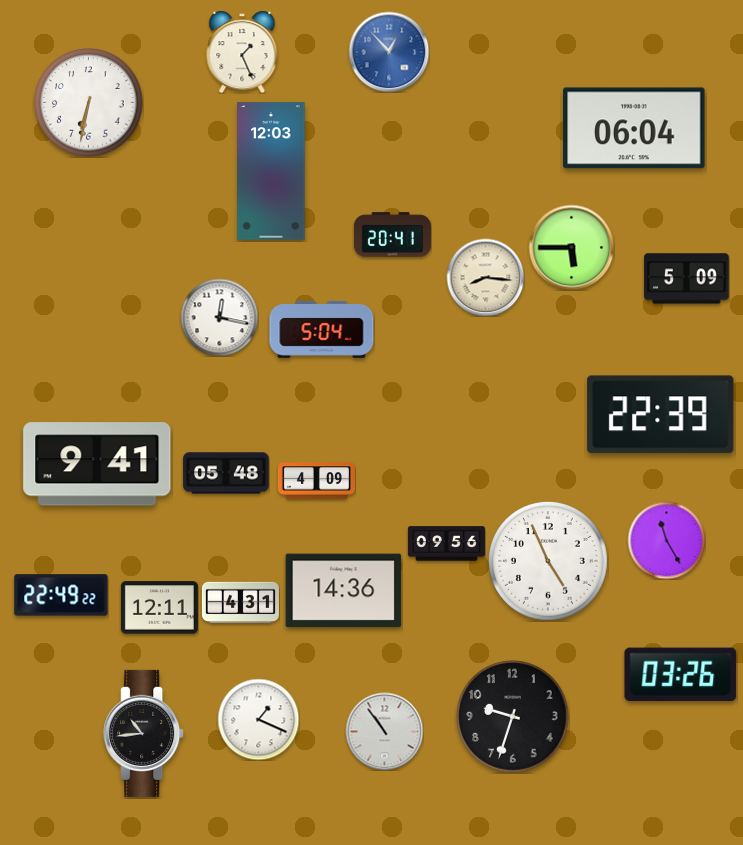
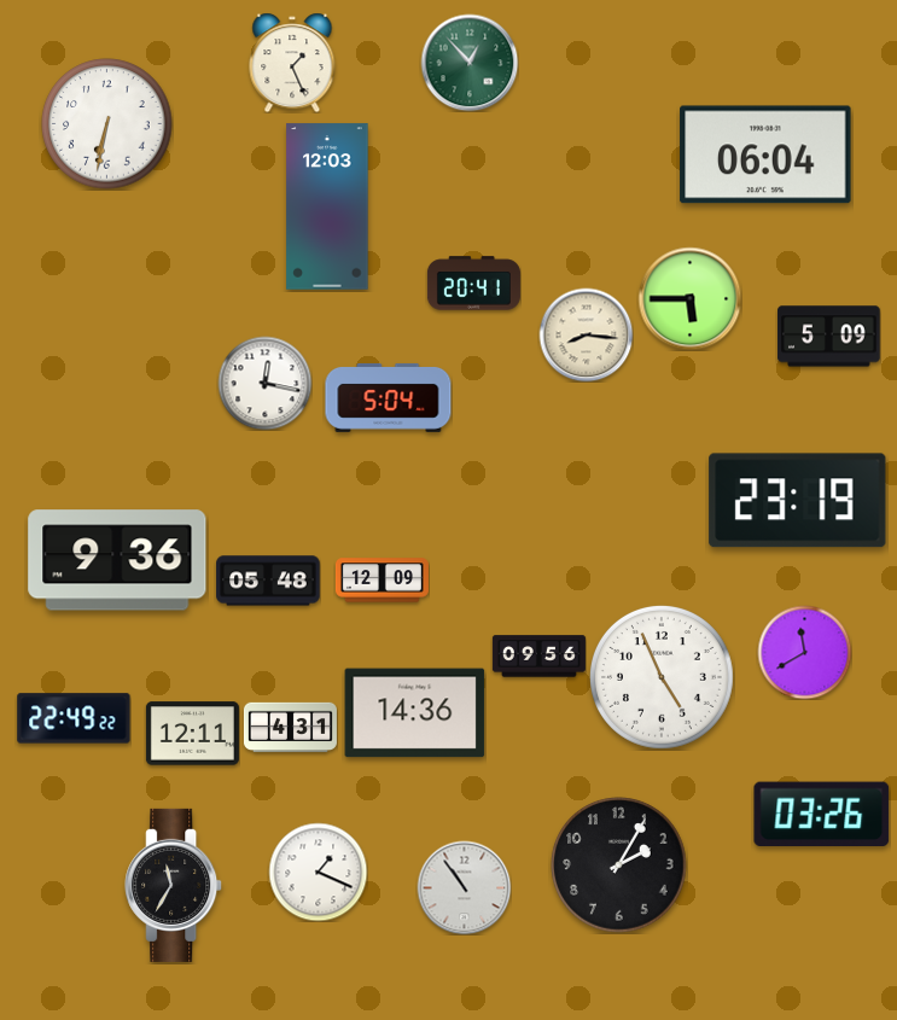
clock at (389, 52) dial: blue -> green
clock at (661, 415): 22:39 -> 23:19
clock at (97, 464): 9:41 -> 9:36
clock at (226, 473) position: (226, 473) -> (268, 581)
clock at (316, 481): 4:09 -> 12:09
clock at (666, 540): 11:25 -> 11:40
clock at (513, 717): 9:33 -> 2:05
clock at (258, 719) position: (258, 719) -> (318, 872)
clock at (384, 731) position: (384, 731) -> (464, 887)
clock at (144, 733): 10:44 -> 11:35
